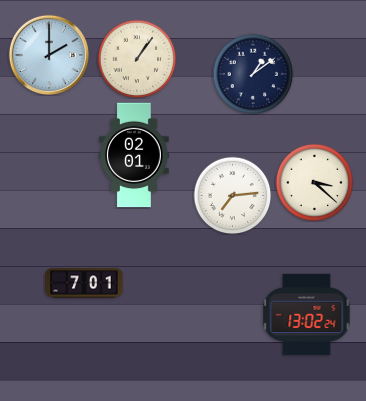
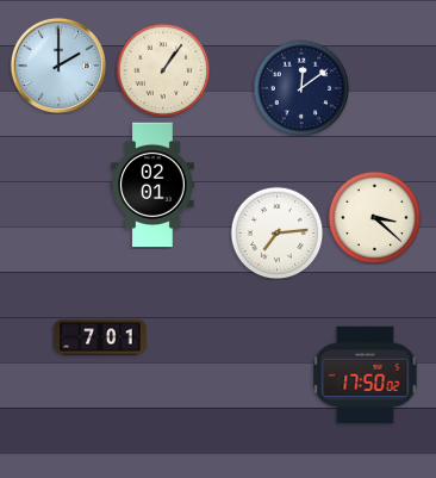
clock at (253, 74): 1:09 -> 12:09
clock at (134, 155) position: (134, 155) -> (152, 185)
clock at (307, 314): 13:02 -> 17:50
